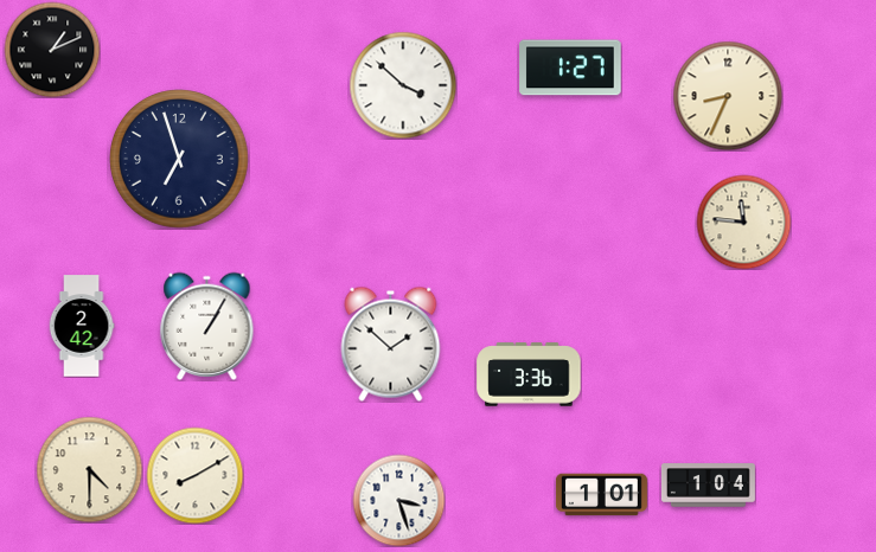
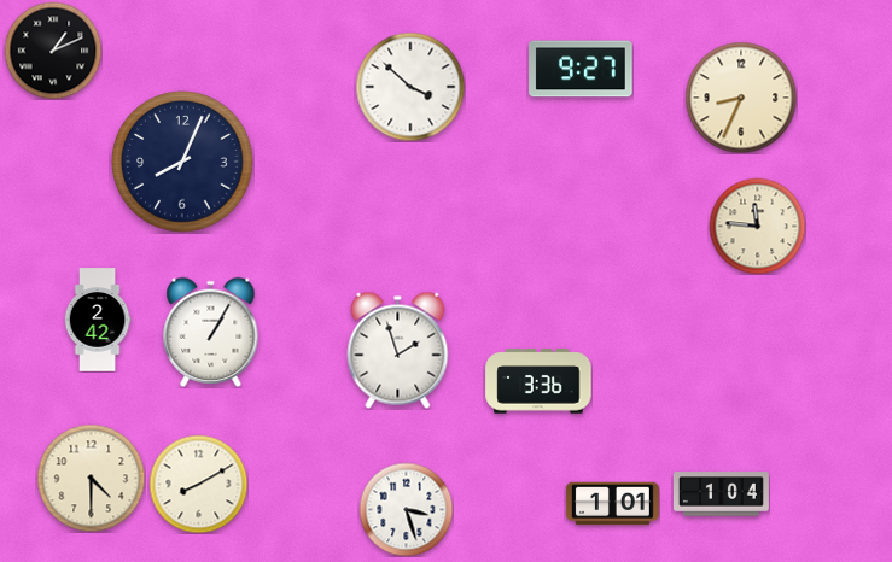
clock at (570, 68): 1:27 -> 9:27
clock at (179, 159): 6:57 -> 8:04
clock at (82, 326) position: (82, 326) -> (98, 320)
clock at (391, 344): 1:52 -> 1:57
